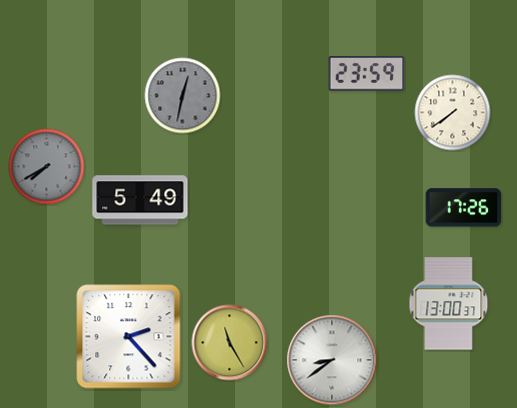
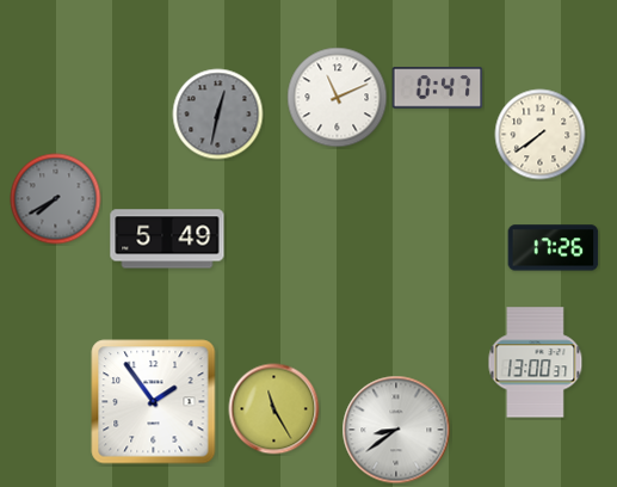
clock at (367, 74): 23:59 -> 0:47
clock at (338, 98): none -> 11:11
clock at (129, 337): 2:23 -> 1:54
